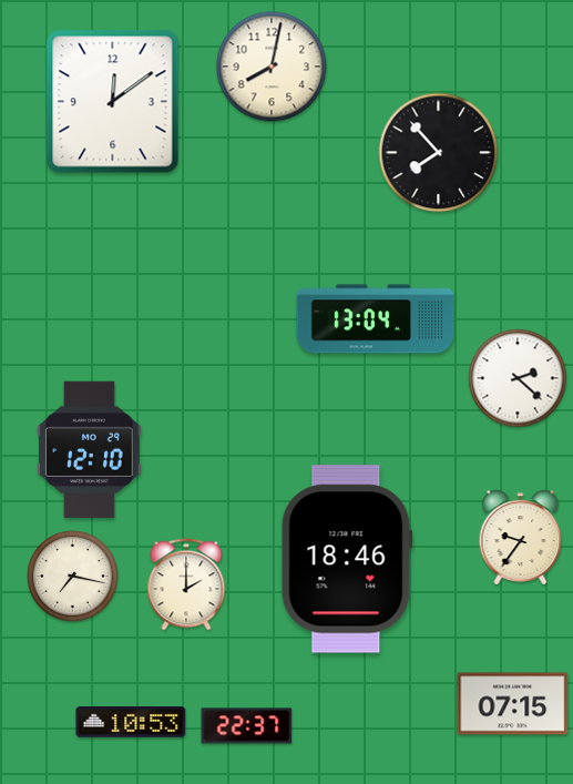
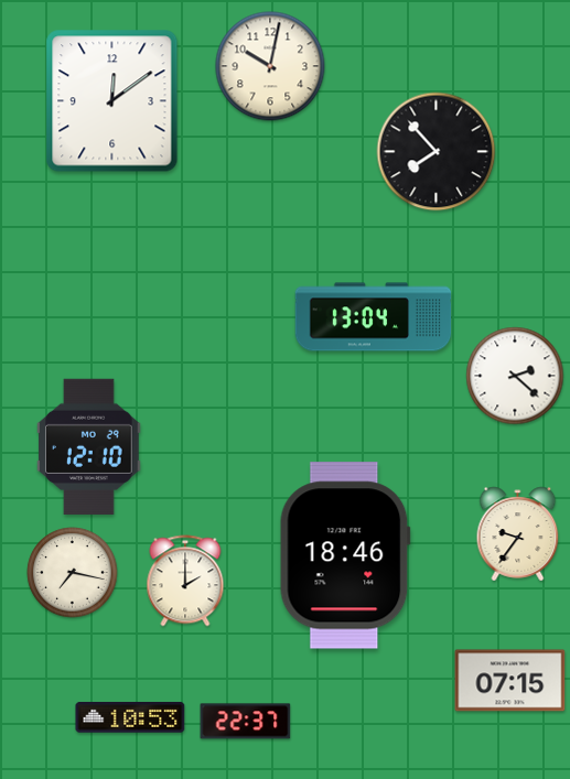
clock at (272, 67): 8:02 -> 10:02
clock at (513, 704) position: (513, 704) -> (510, 681)
